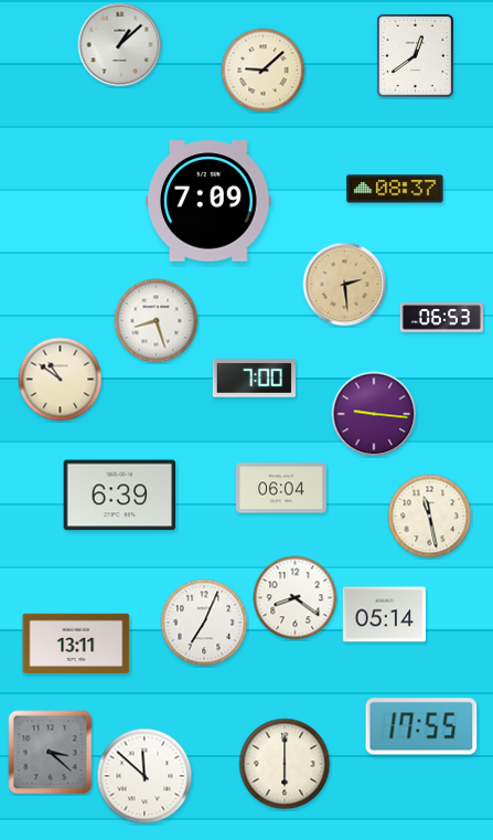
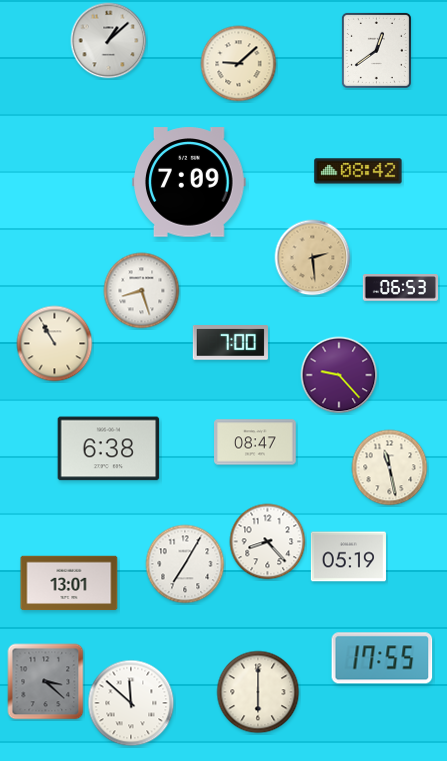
clock at (395, 189): 08:37 -> 08:42
clock at (61, 380): 10:51 -> 10:55
clock at (374, 414): 9:16 -> 9:23
clock at (281, 488): 06:04 -> 08:47
clock at (120, 496): 6:39 -> 6:38
clock at (296, 598): 8:21 -> 8:23
clock at (384, 615): 05:14 -> 05:19
clock at (204, 623): 7:04 -> 7:05
clock at (76, 644): 13:11 -> 13:01
